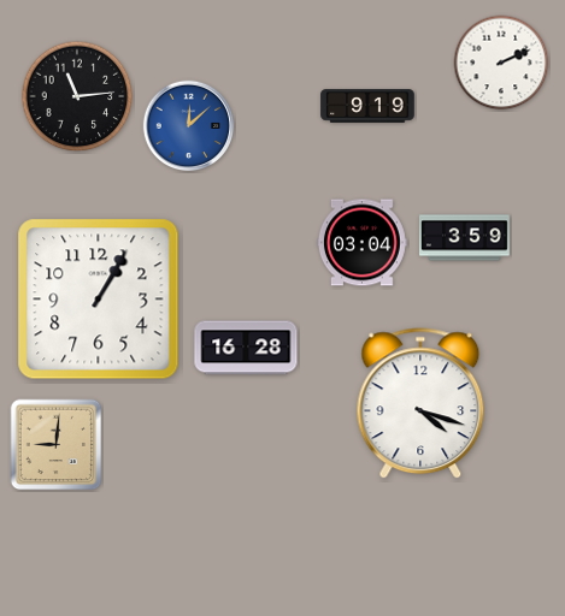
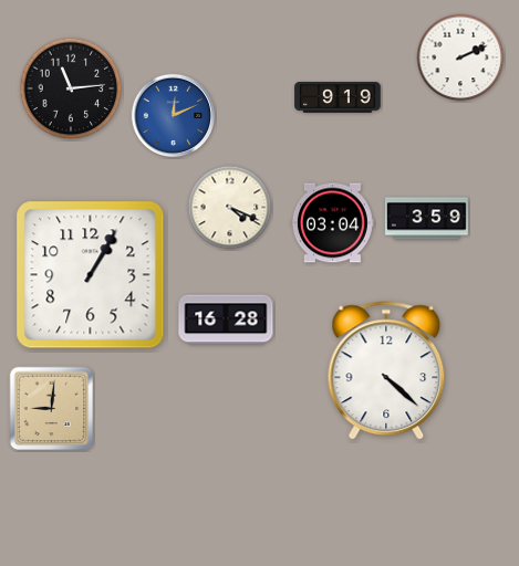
clock at (189, 126): 12:08 -> 12:11
clock at (230, 208): none -> 4:19
clock at (420, 404): 4:18 -> 4:22
